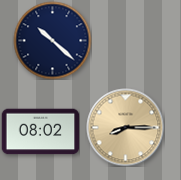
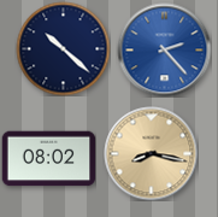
clock at (164, 49): none -> 2:23
clock at (125, 127): 8:15 -> 8:17
